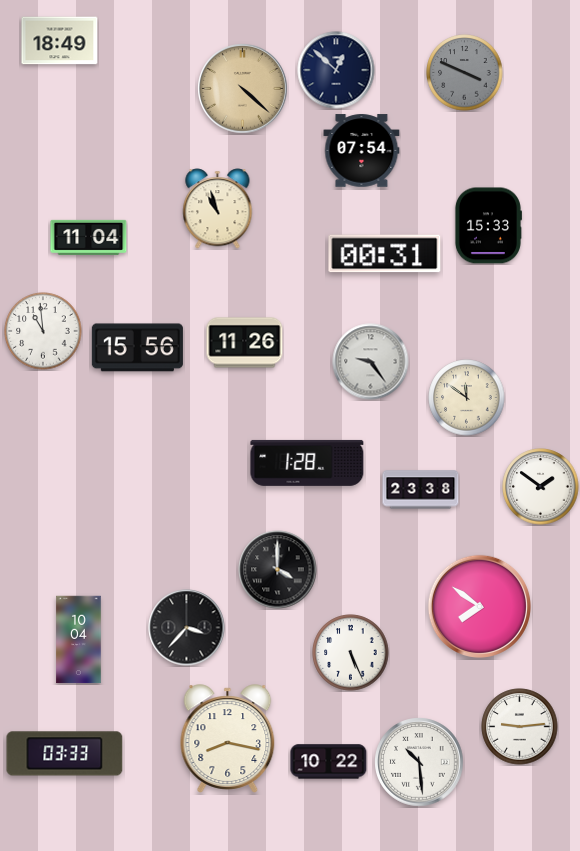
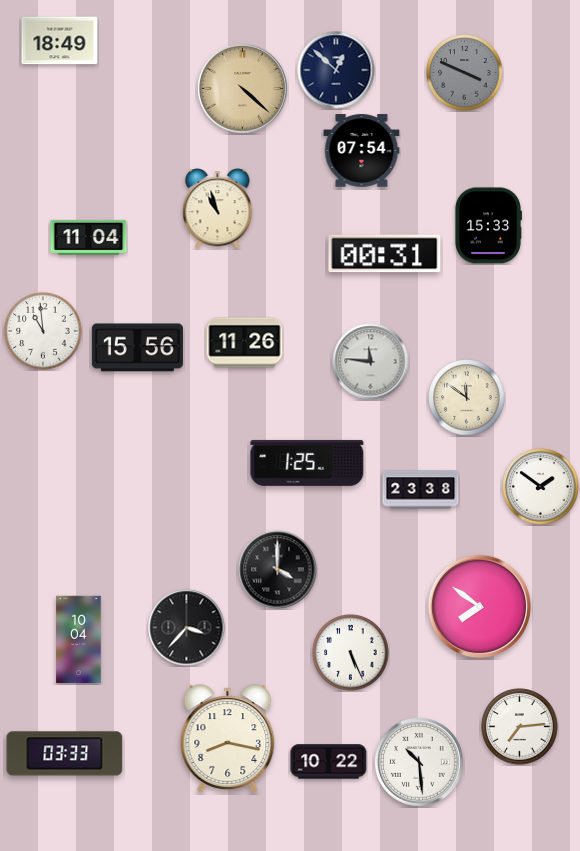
clock at (371, 362): 9:24 -> 11:46
clock at (307, 463): 1:28 -> 1:25
clock at (520, 727): 9:14 -> 7:14
